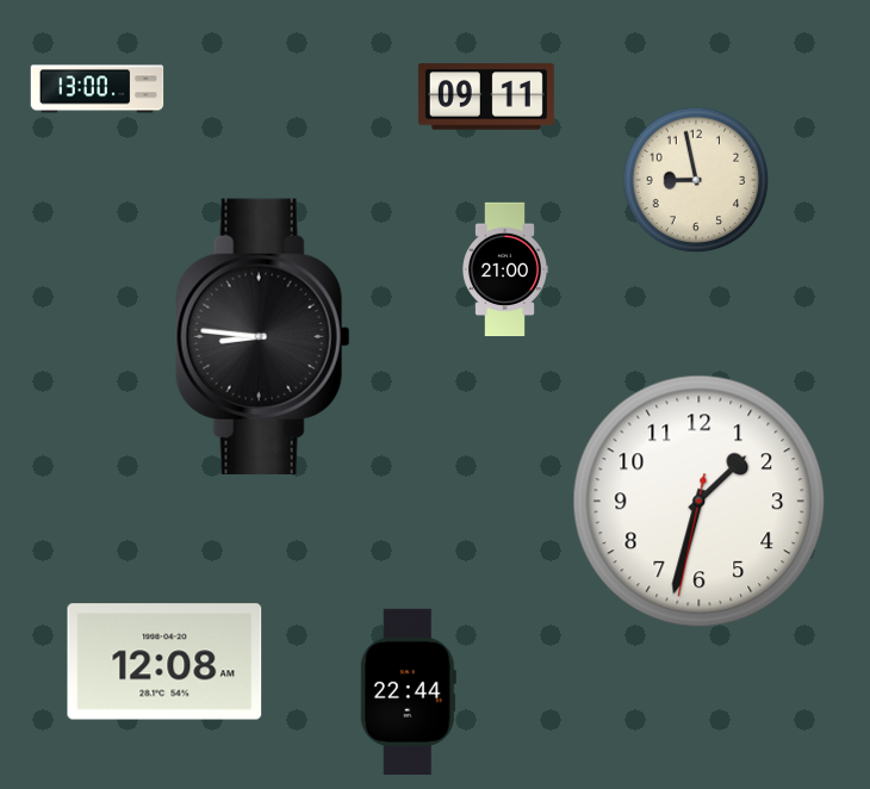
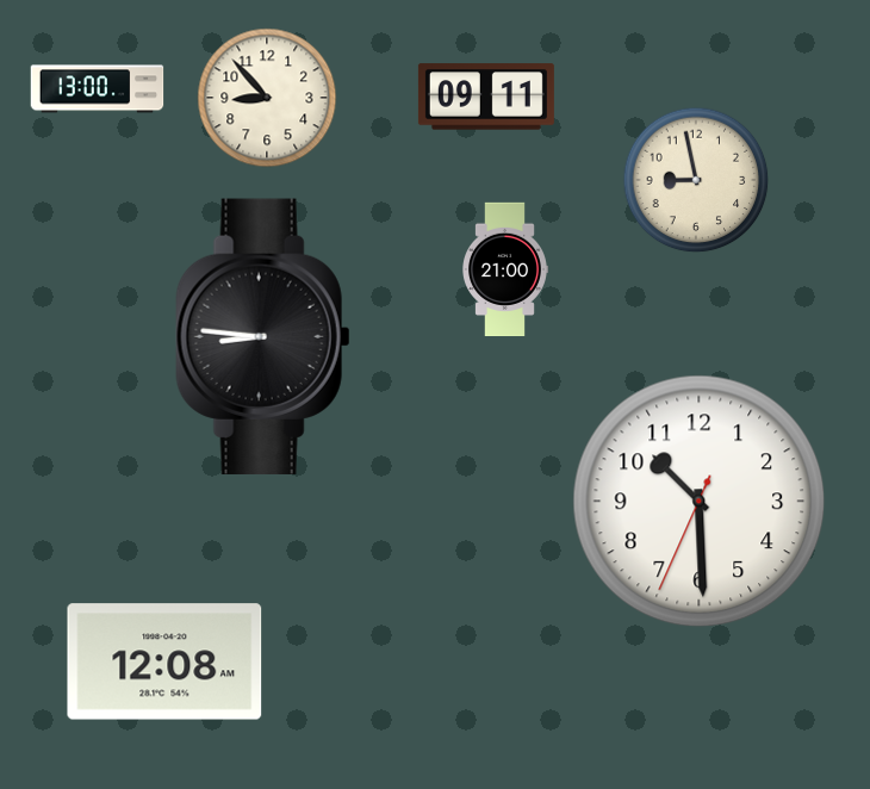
clock at (267, 98): none -> 8:53
clock at (700, 502): 1:32 -> 10:29
clock at (408, 691): 22:44 -> none
